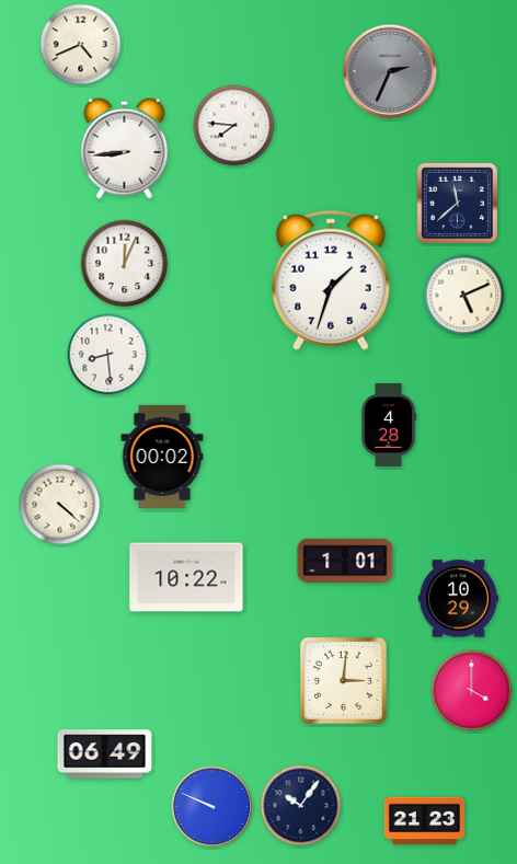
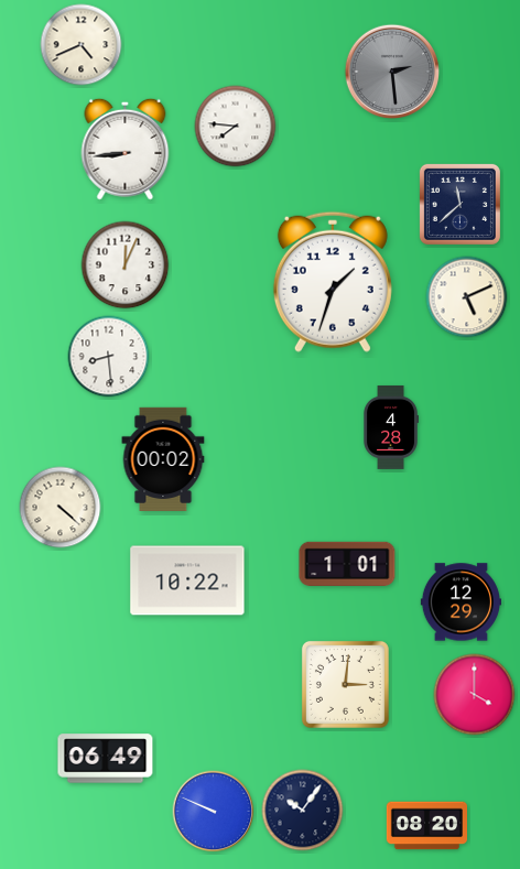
clock at (390, 71): 2:34 -> 2:29
clock at (458, 599): 10:29 -> 12:29
clock at (424, 821): 21:23 -> 08:20
